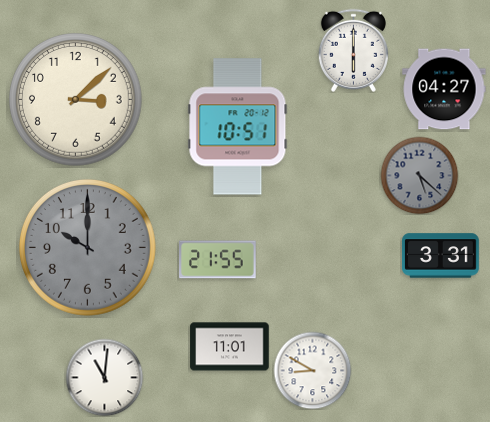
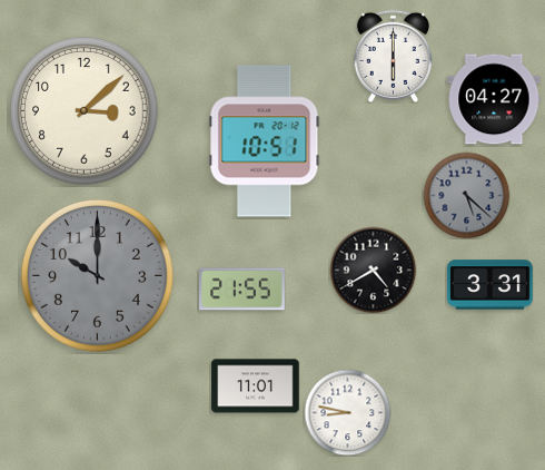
clock at (373, 270): none -> 4:40
clock at (312, 370): 8:50 -> 8:47
clock at (104, 377): 11:01 -> none
